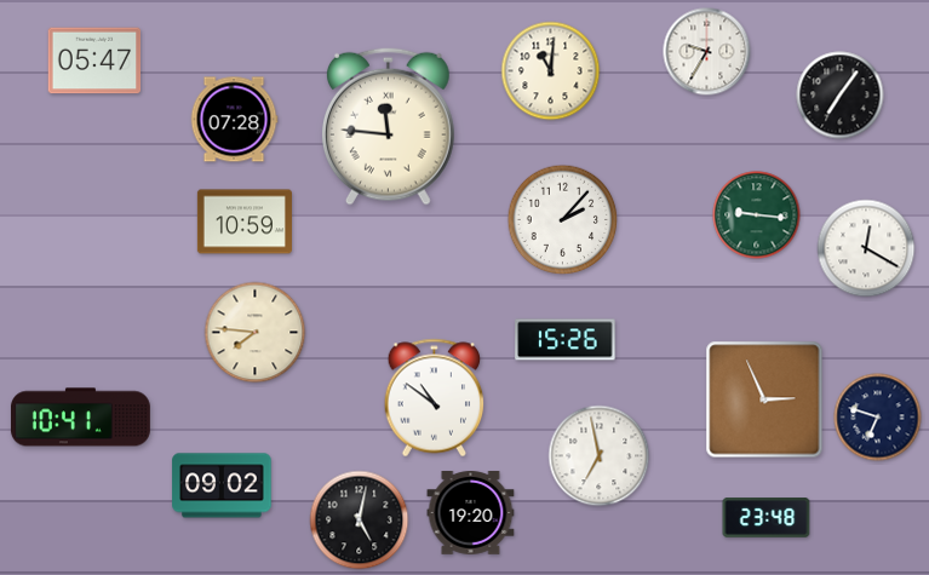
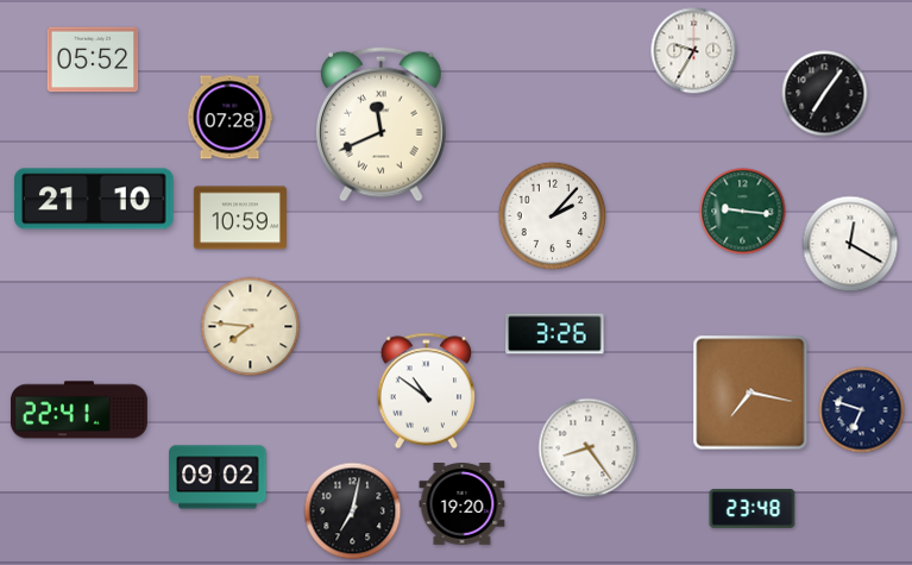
clock at (94, 61): 05:47 -> 05:52
clock at (551, 71): 11:01 -> none
clock at (388, 126): 11:46 -> 11:41
clock at (95, 199): none -> 21:10
clock at (566, 340): 15:26 -> 3:26
clock at (764, 399): 2:56 -> 7:17
clock at (80, 418): 10:41 -> 22:41
clock at (600, 456): 6:58 -> 8:24
clock at (360, 521): 5:02 -> 7:02
